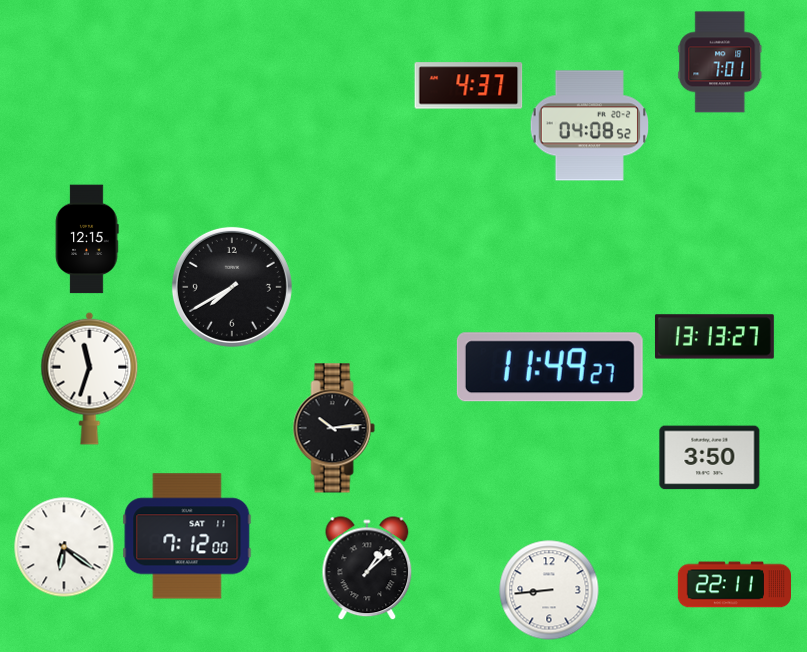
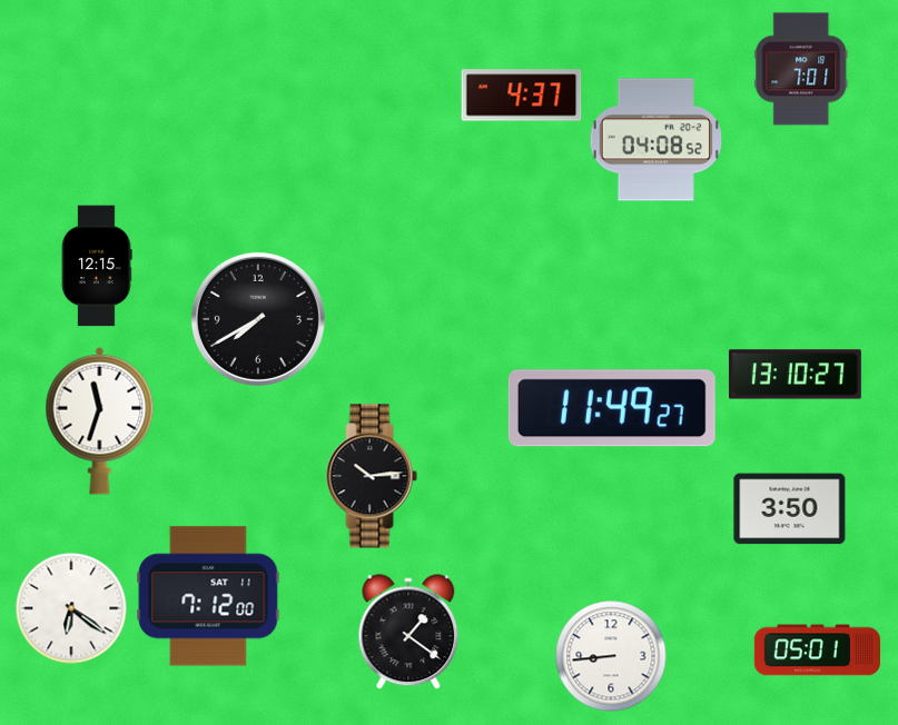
clock at (714, 337): 13:13 -> 13:10
clock at (367, 569): 1:08 -> 1:21
clock at (734, 585): 22:11 -> 05:01
